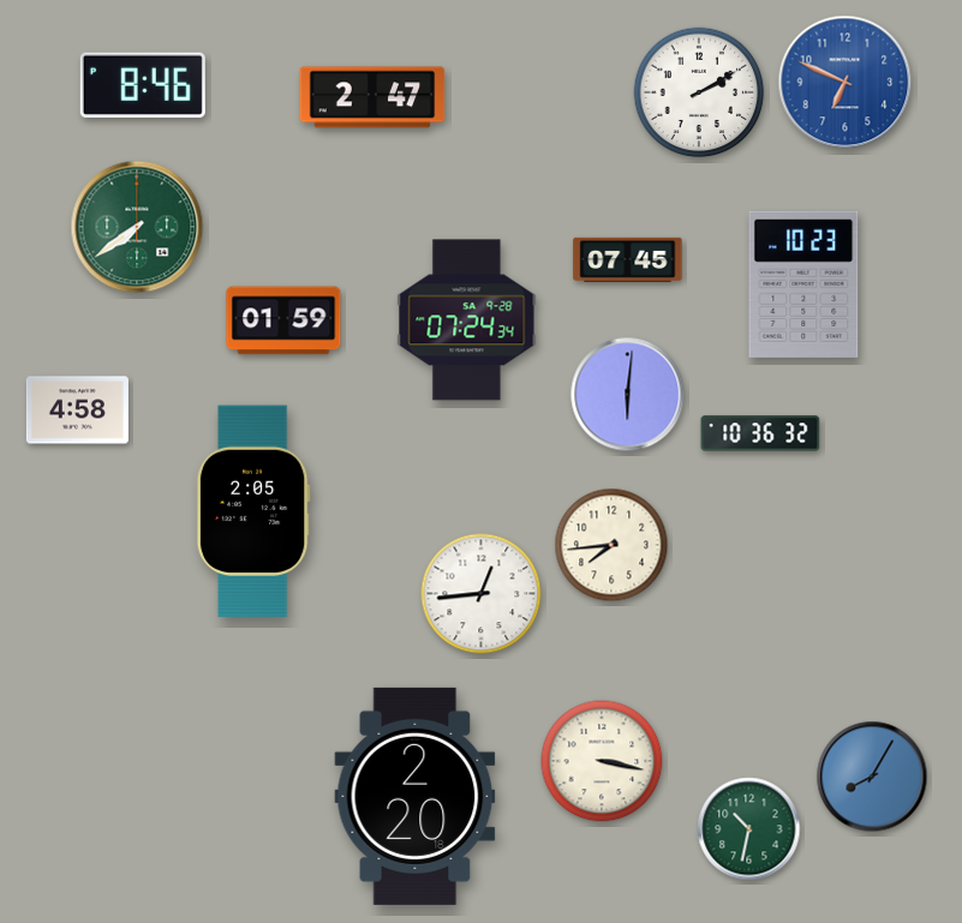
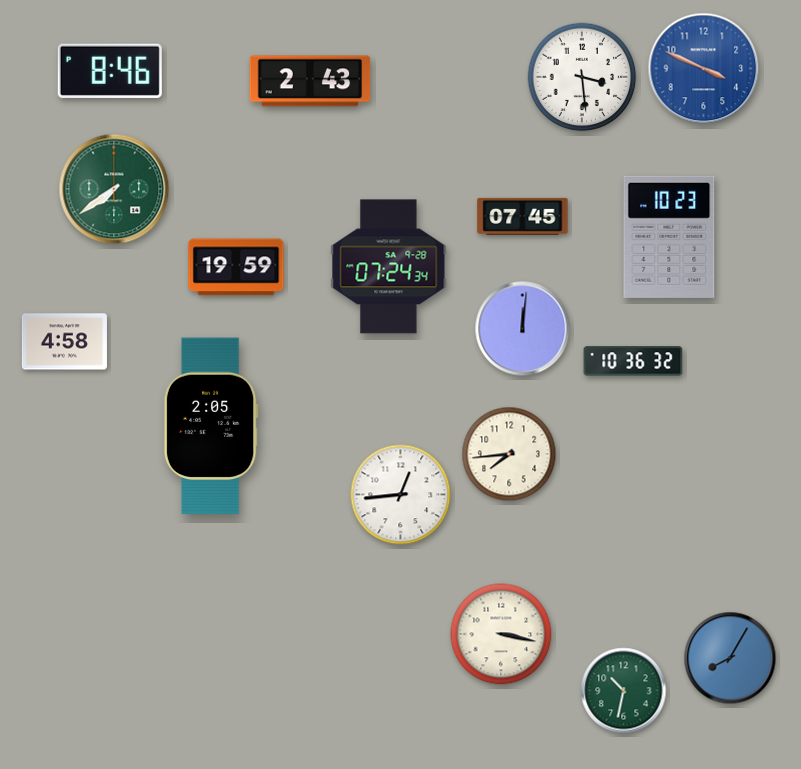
clock at (846, 83): 6:49 -> 3:49
clock at (143, 85) position: (143, 85) -> (110, 71)
clock at (699, 92): 2:10 -> 3:29
clock at (372, 97): 2:47 -> 2:43
clock at (283, 320): 01:59 -> 19:59
clock at (628, 395): 6:01 -> 12:01
clock at (872, 777) position: (872, 777) -> (730, 658)
clock at (416, 796): 2:20 -> none
